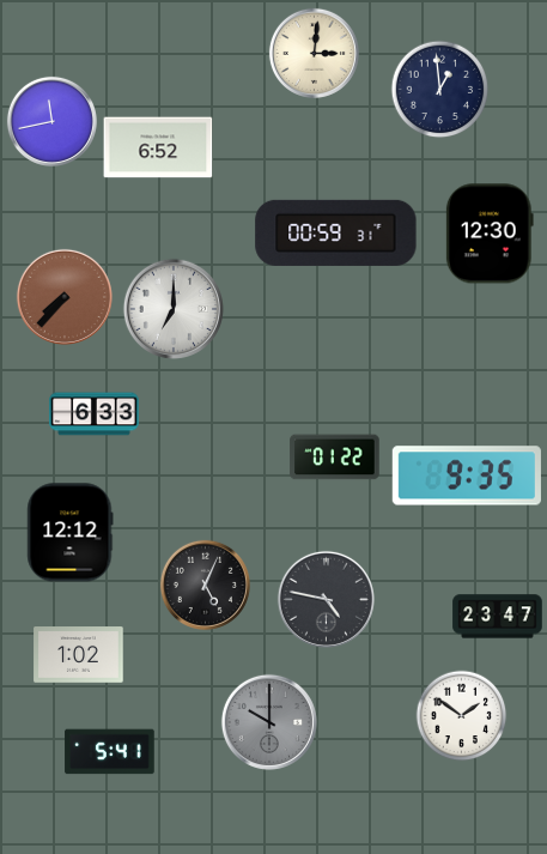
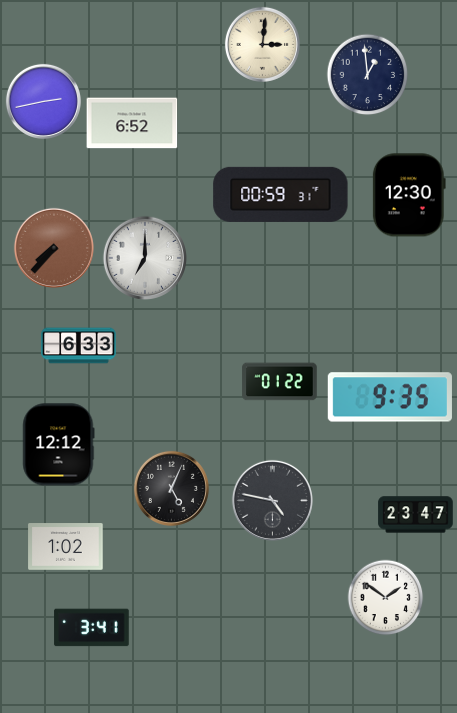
clock at (51, 121): 11:43 -> 2:43
clock at (269, 722): 10:00 -> none
clock at (110, 752): 5:41 -> 3:41
